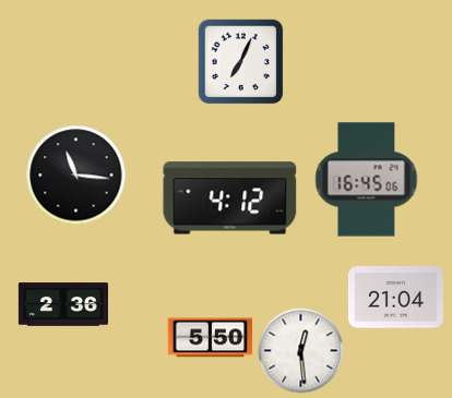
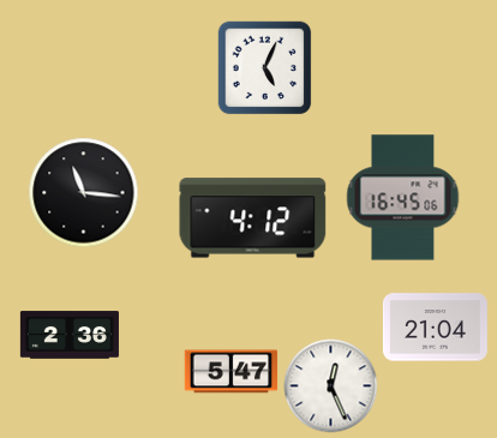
clock at (240, 61): 7:04 -> 5:04
clock at (210, 338): 5:50 -> 5:47
clock at (300, 350): 12:29 -> 12:26
